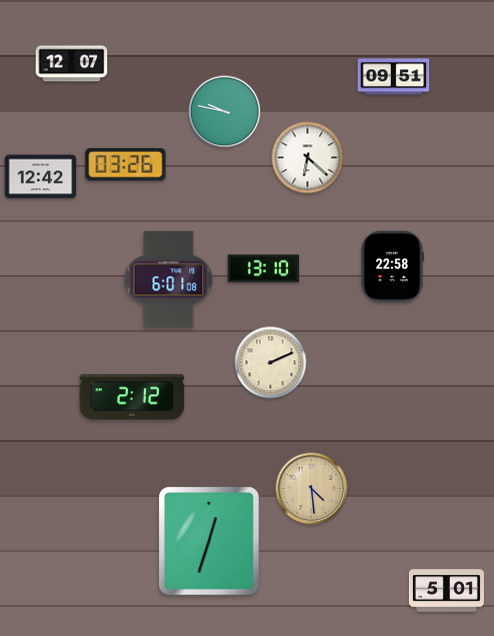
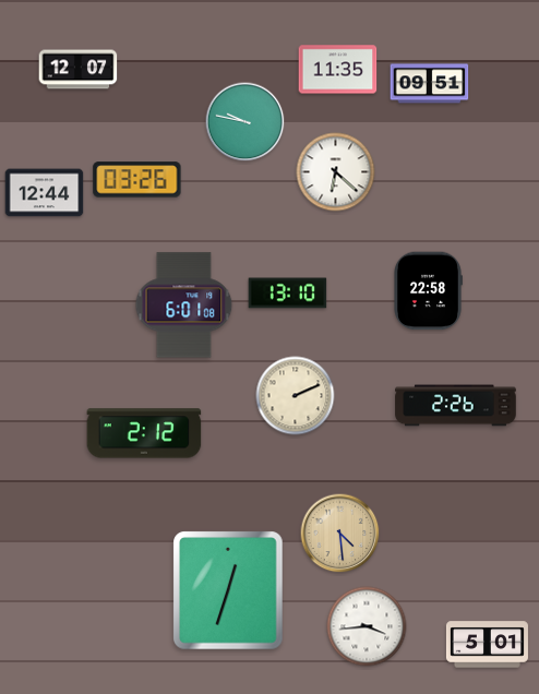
clock at (338, 70): none -> 11:35
clock at (41, 177): 12:42 -> 12:44
clock at (456, 406): none -> 2:26
clock at (367, 626): none -> 3:44
